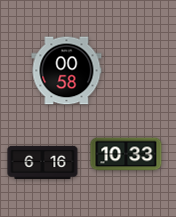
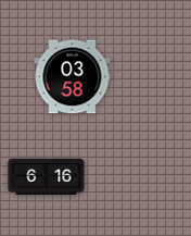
clock at (67, 71): 00:58 -> 03:58
clock at (126, 154): 10:33 -> none
